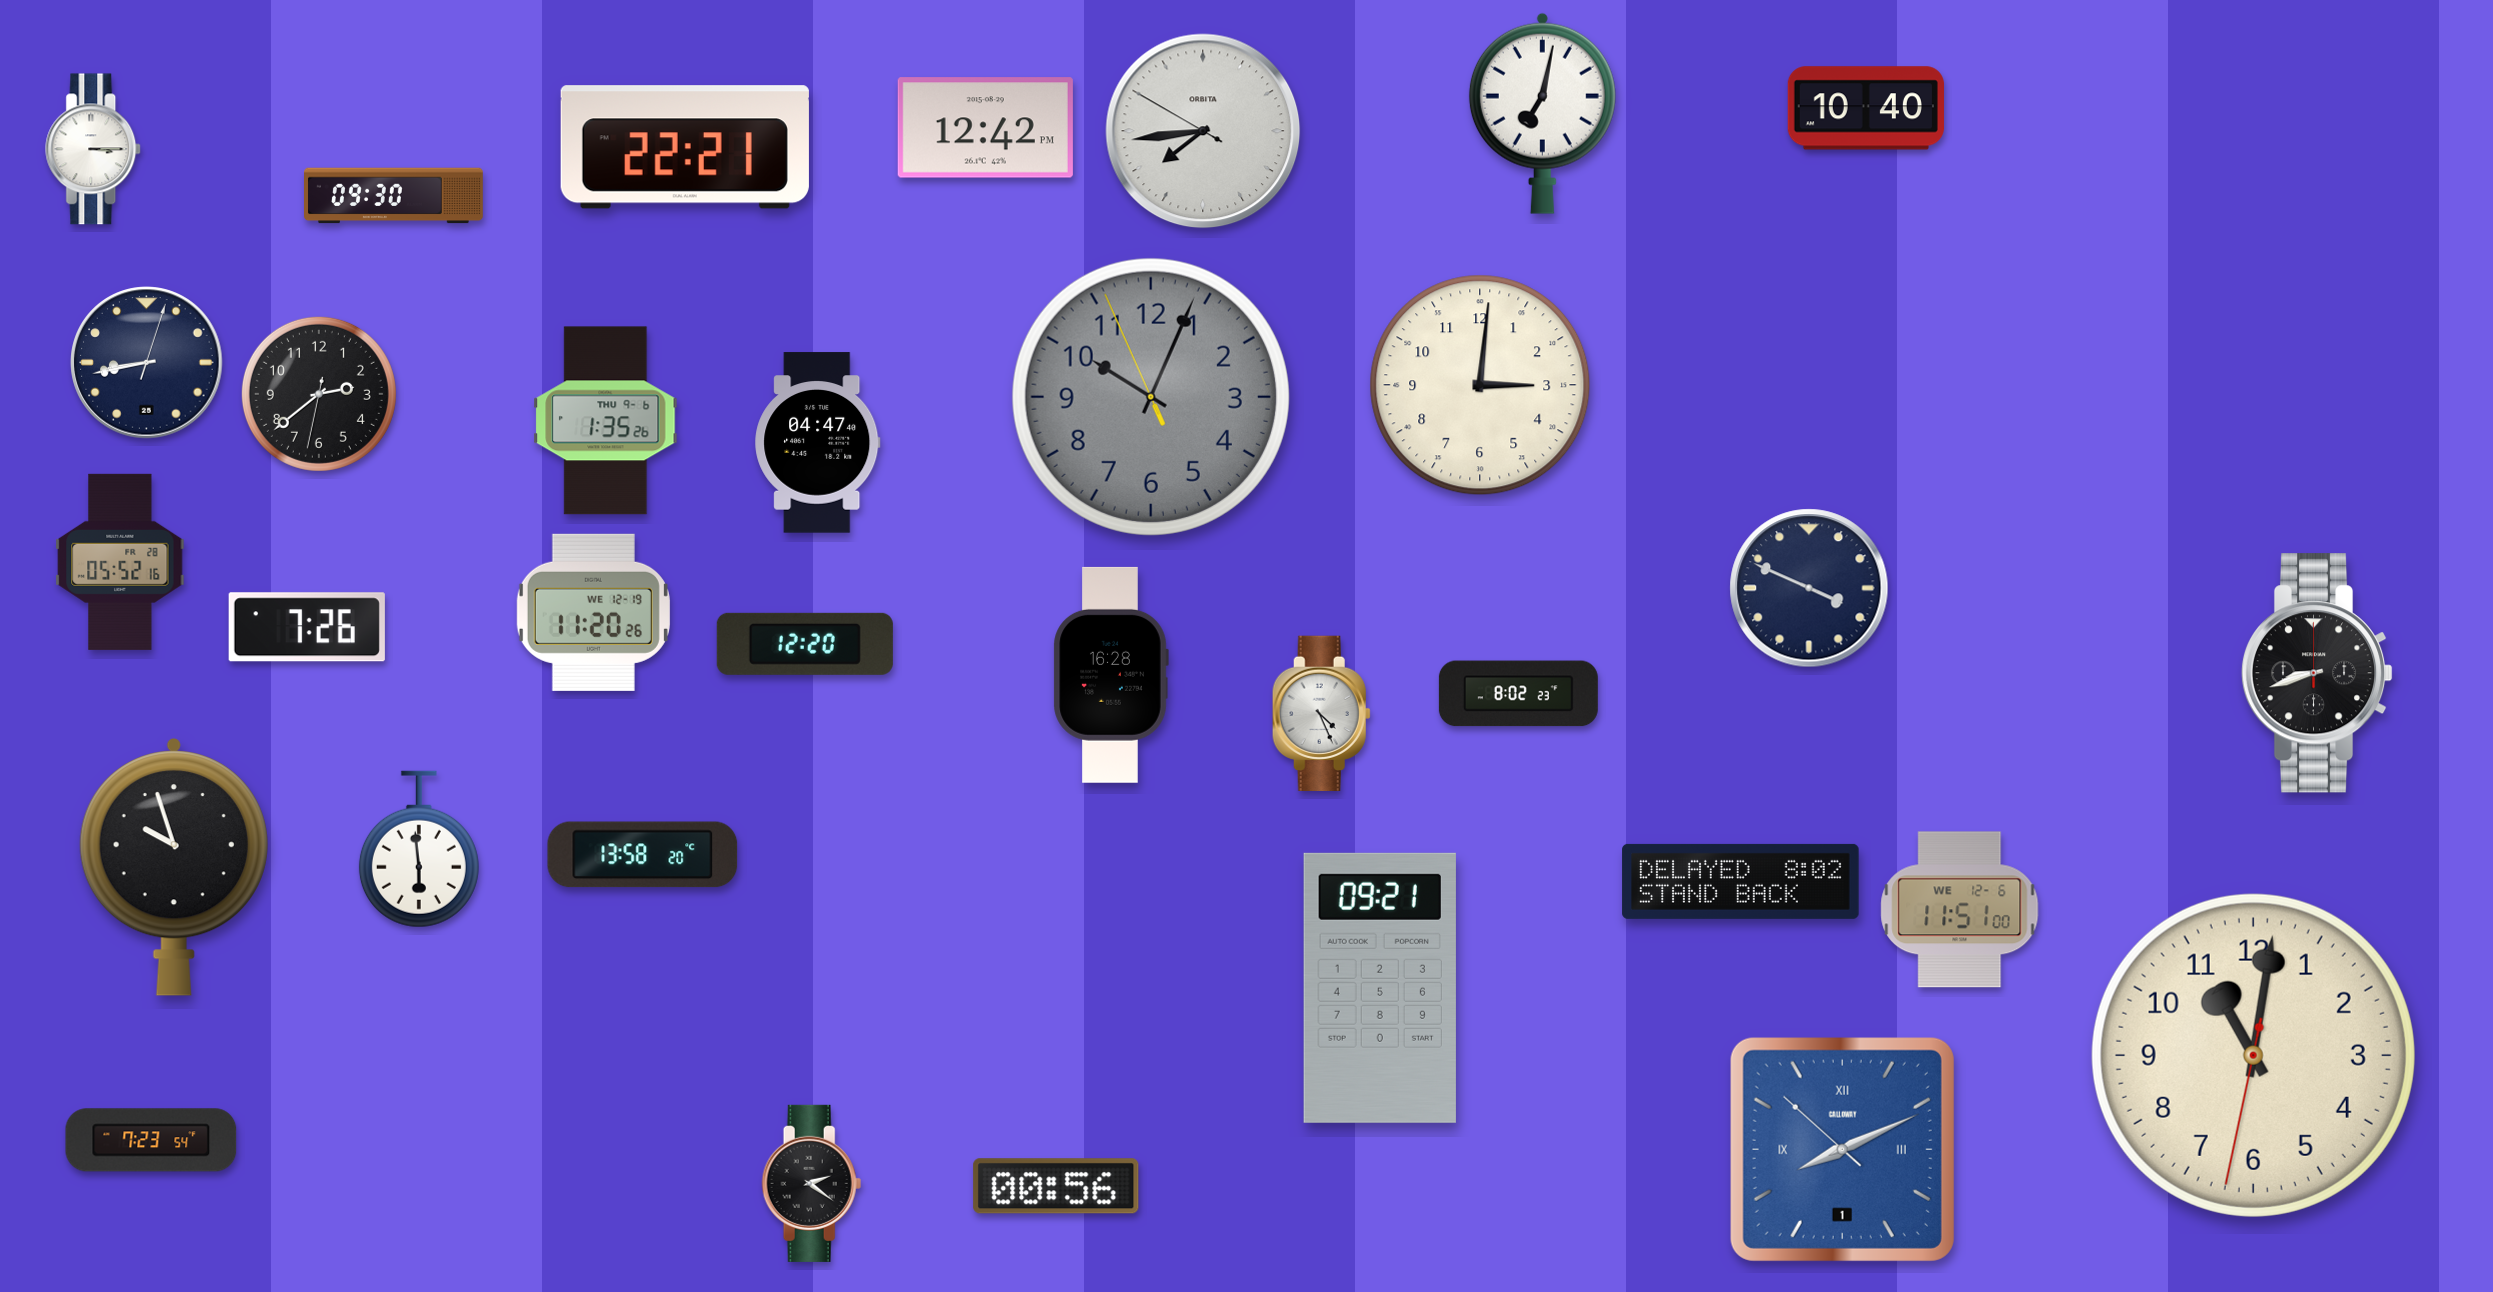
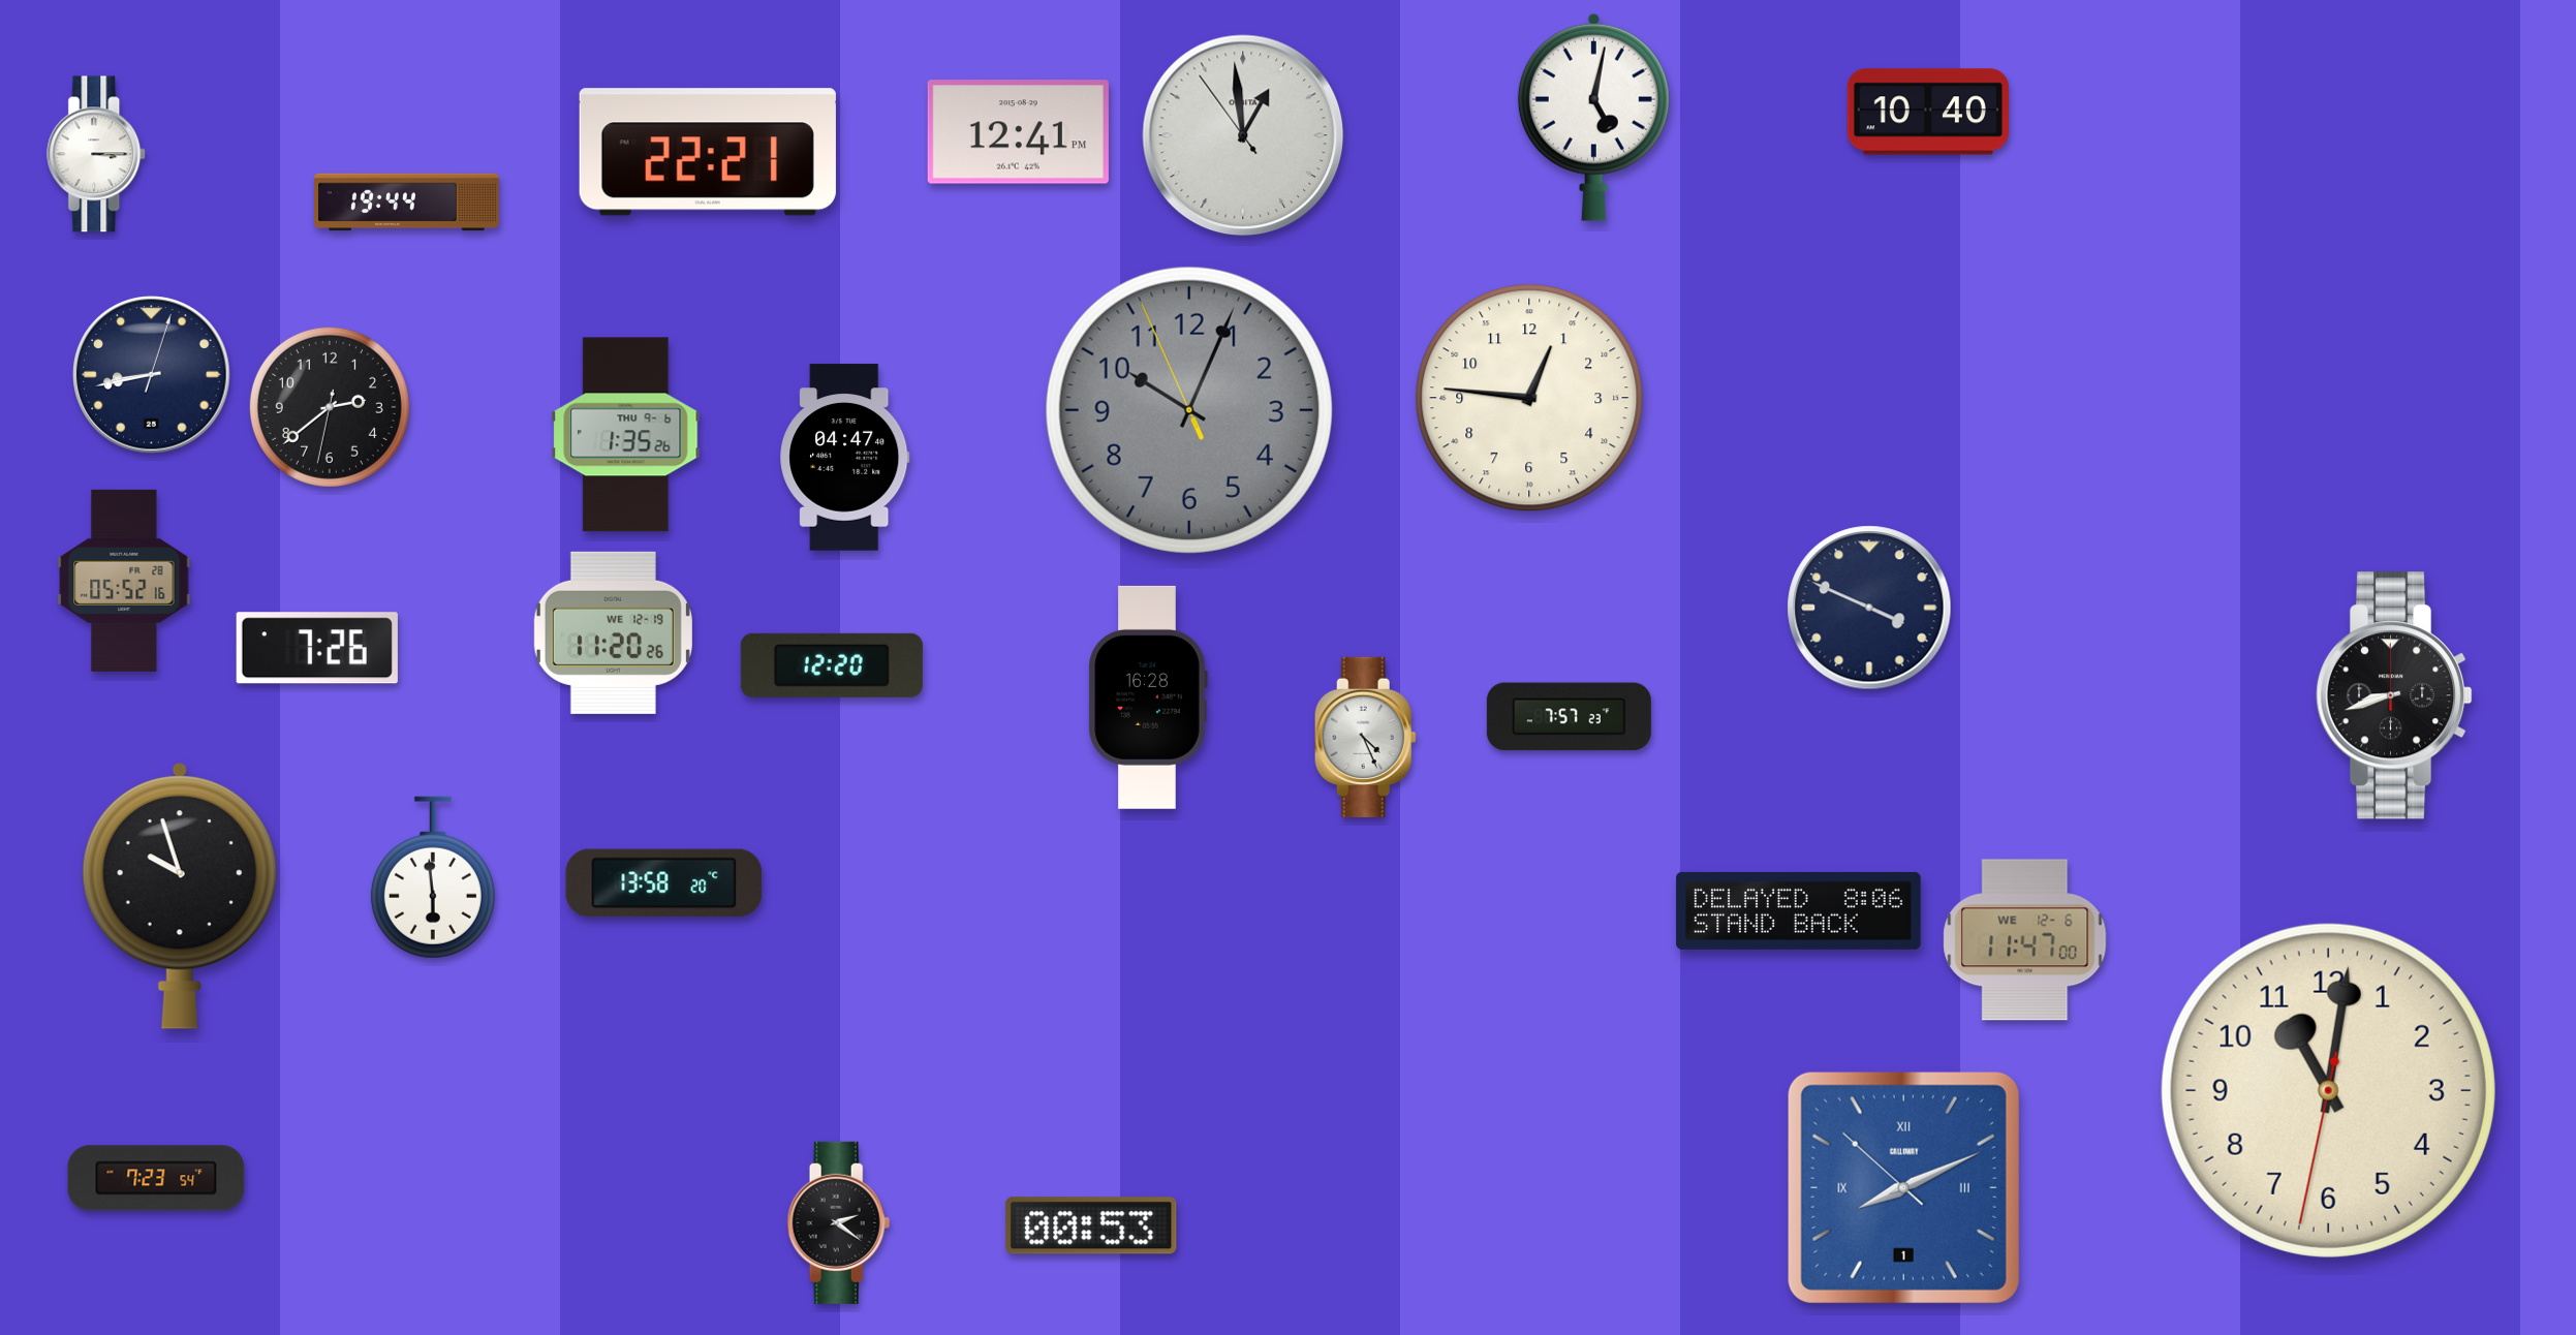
clock at (1542, 113): 7:02 -> 5:02
clock at (985, 128): 12:42 -> 12:41
clock at (1203, 131): 7:43 -> 12:58
clock at (394, 196): 09:30 -> 19:44
clock at (1480, 385): 3:01 -> 12:46
clock at (1518, 694): 8:02 -> 7:57
clock at (1741, 881): 8:02 -> 8:06
clock at (1960, 910): 11:51 -> 11:47
clock at (1380, 988): 09:21 -> none
clock at (1056, 1186): 00:56 -> 00:53
